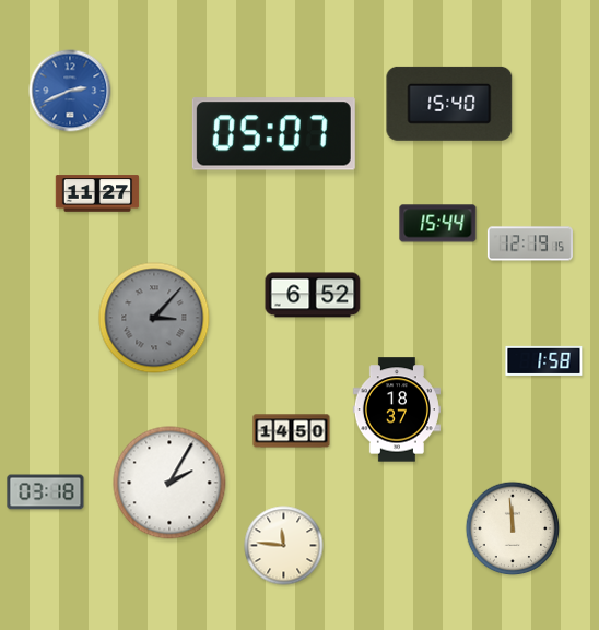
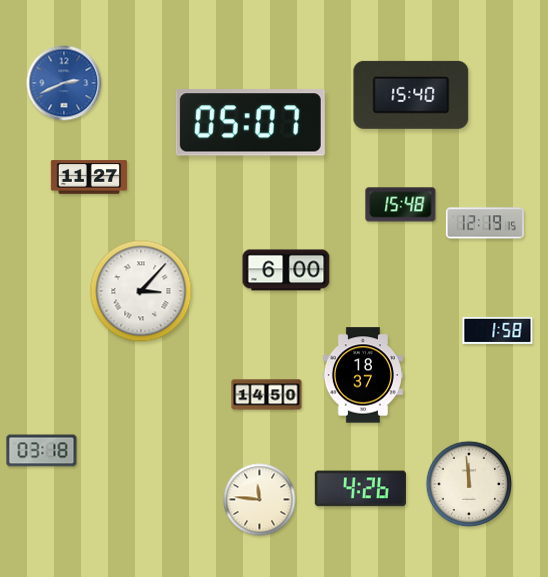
clock at (438, 224): 15:44 -> 15:48
clock at (313, 295): 6:52 -> 6:00
clock at (154, 318) dial: grey -> white
clock at (169, 483): 2:05 -> none
clock at (360, 489): none -> 4:26
